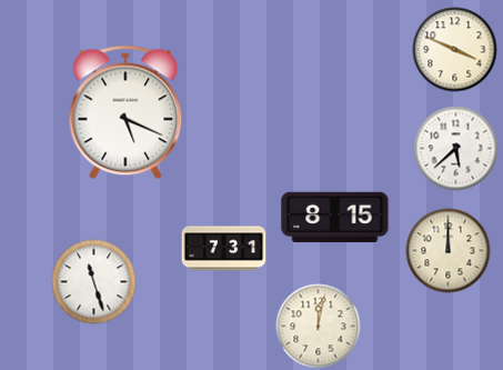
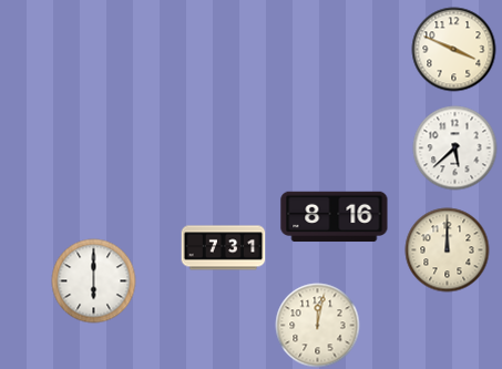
clock at (125, 112): 5:19 -> none
clock at (335, 218): 8:15 -> 8:16
clock at (94, 282): 11:27 -> 6:00
